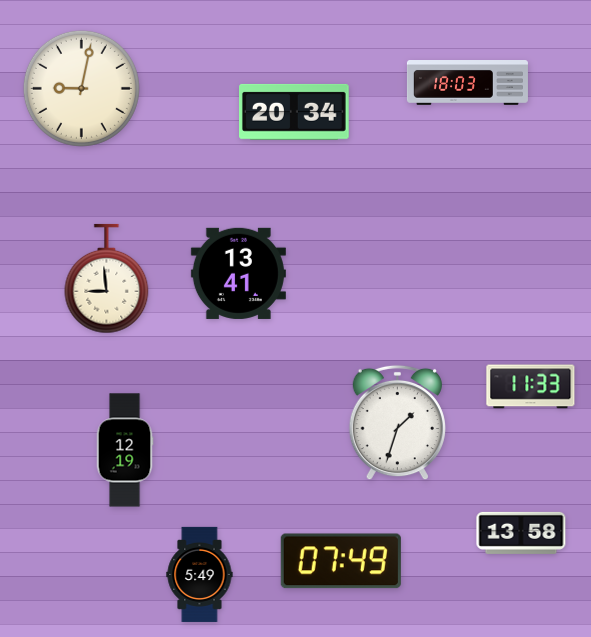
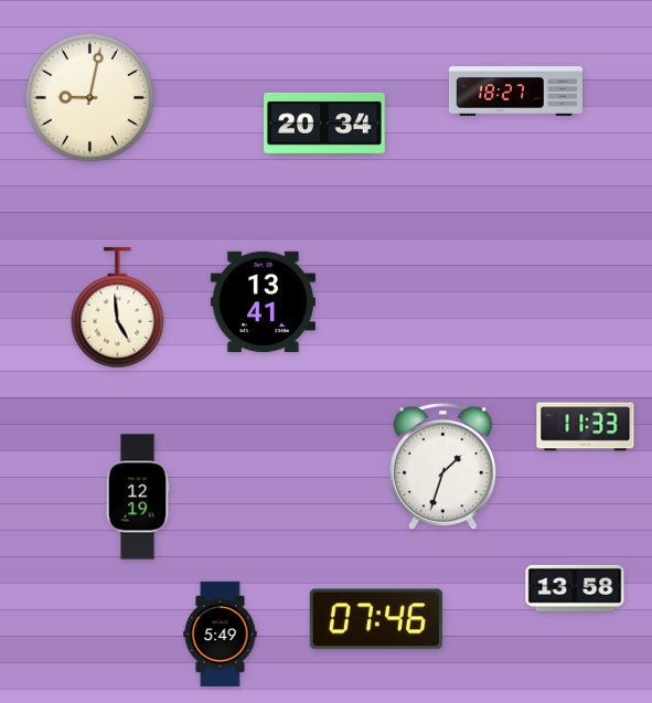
clock at (467, 83): 18:03 -> 18:27
clock at (107, 279): 8:59 -> 4:59
clock at (397, 423) position: (397, 423) -> (442, 467)
clock at (341, 561): 07:49 -> 07:46
